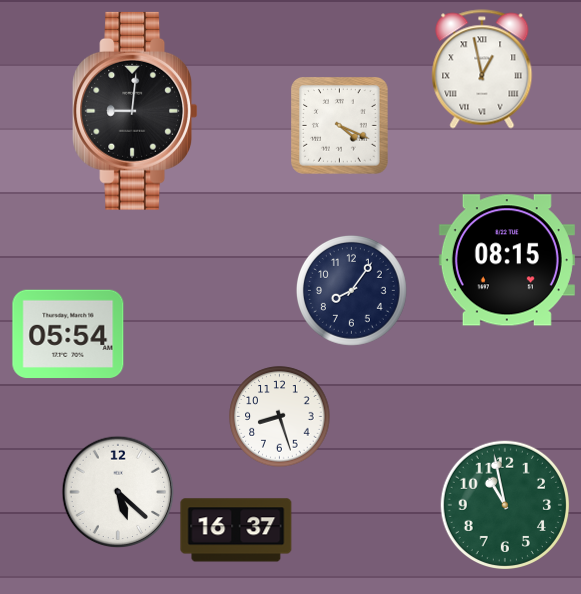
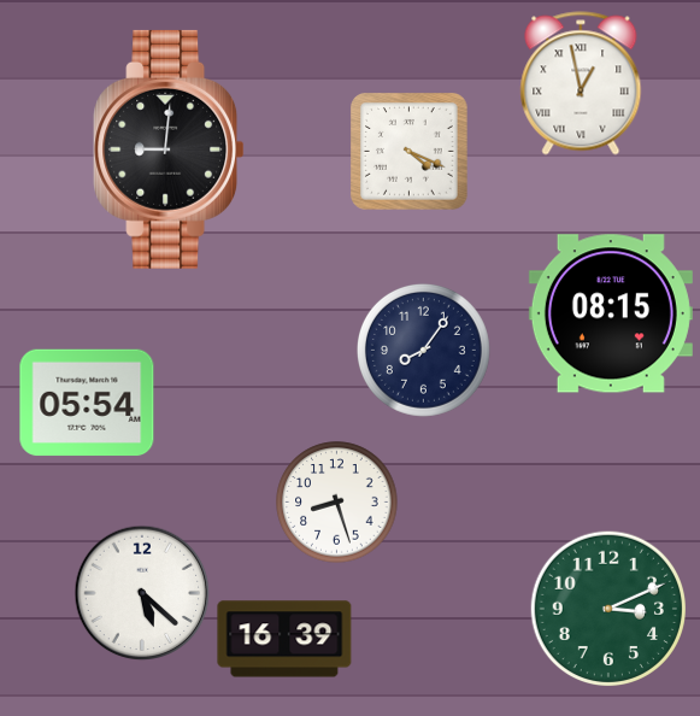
clock at (135, 111) position: (135, 111) -> (169, 149)
clock at (68, 334) position: (68, 334) -> (87, 403)
clock at (504, 504): 10:58 -> 3:11
clock at (236, 530): 16:37 -> 16:39
